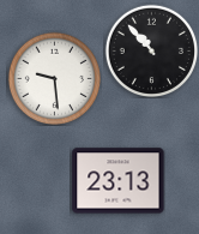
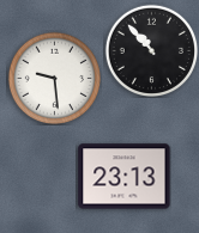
clock at (119, 181) position: (119, 181) -> (125, 177)
